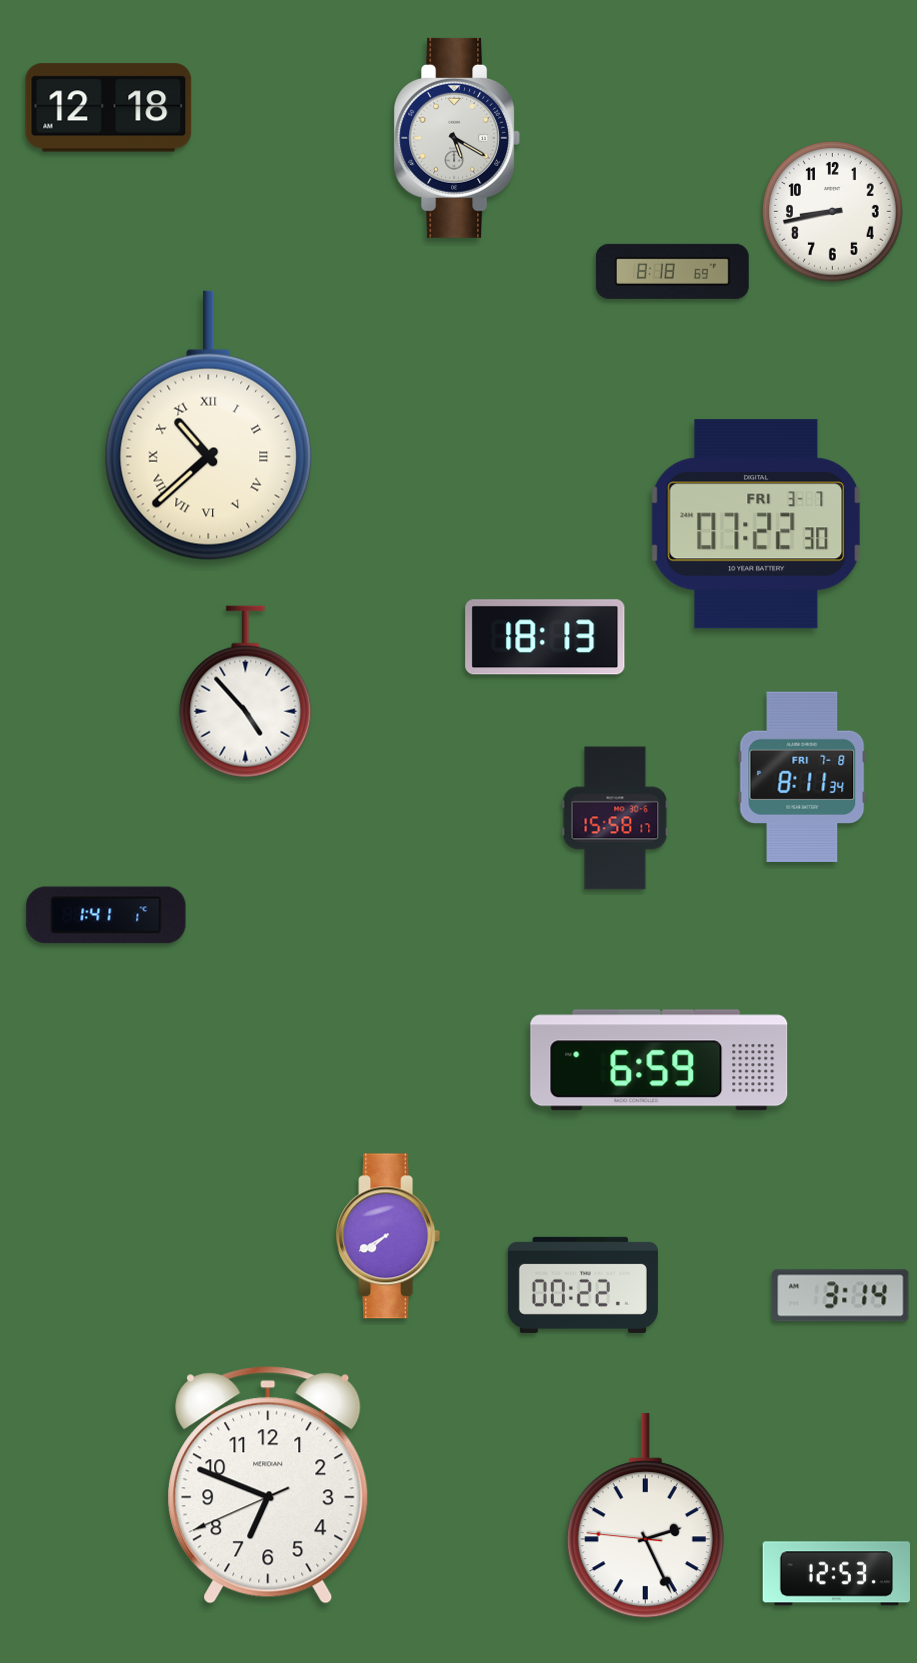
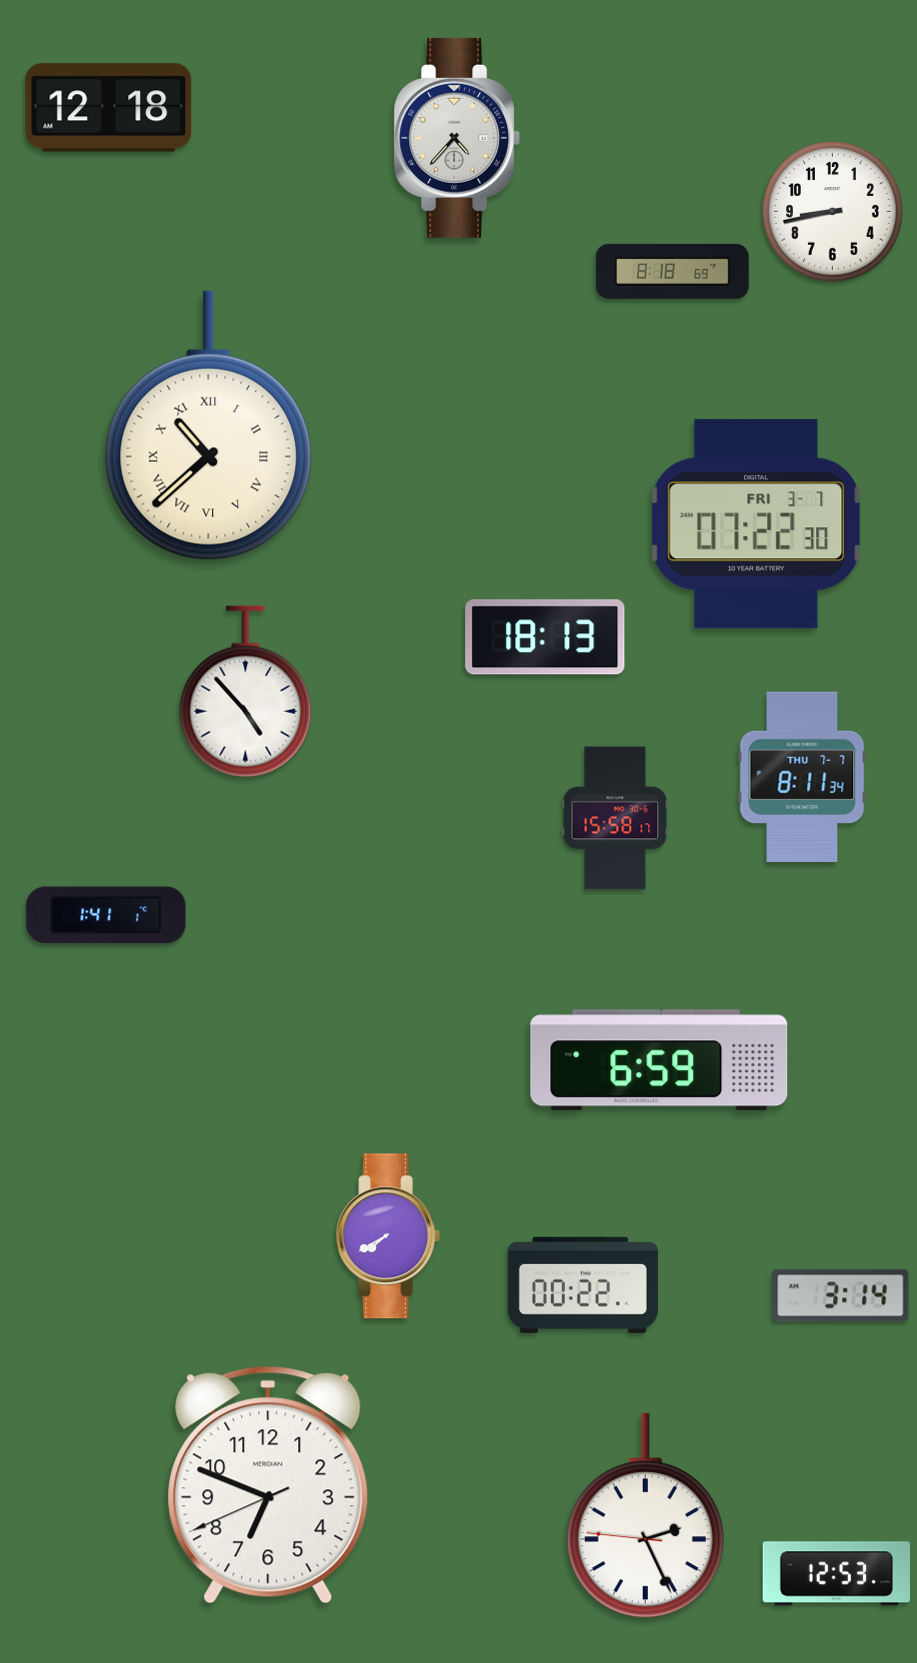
clock at (456, 138): 5:20 -> 4:37
clock at (802, 776) date: FRI 7-8 -> THU 7-7
